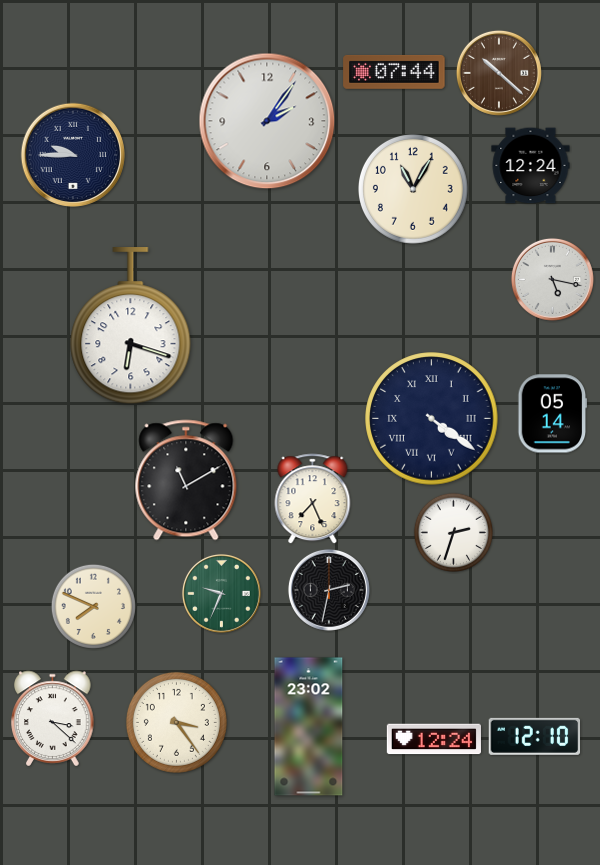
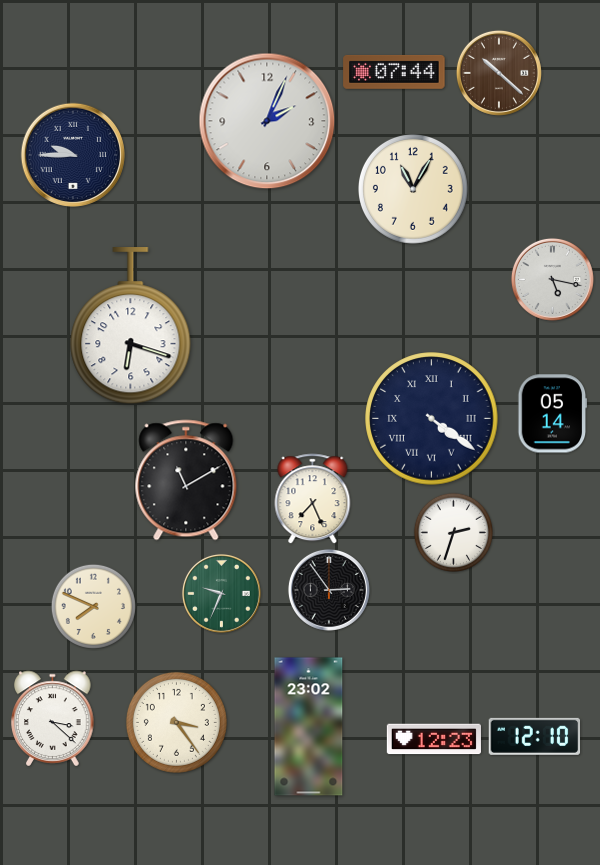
clock at (267, 121): 2:06 -> 2:04
clock at (531, 166): 12:24 -> none
clock at (329, 590): 2:32 -> 2:54
clock at (434, 739): 12:24 -> 12:23
